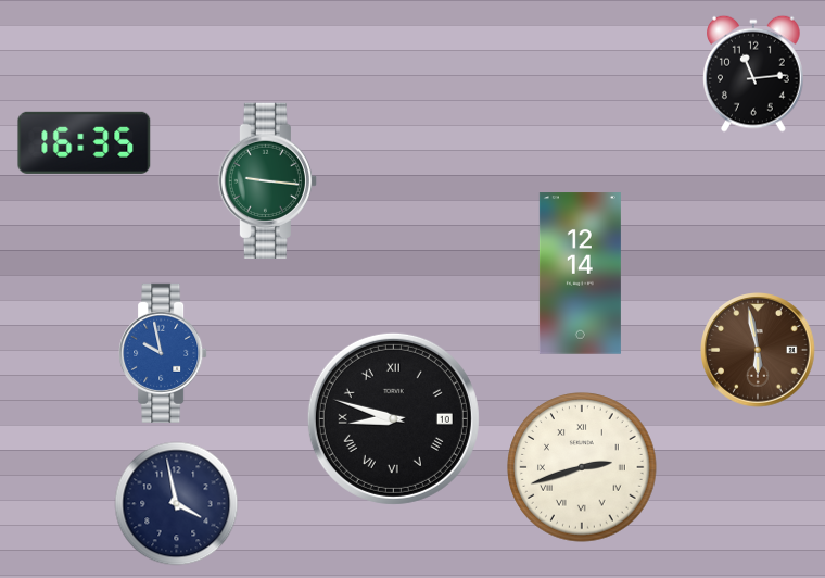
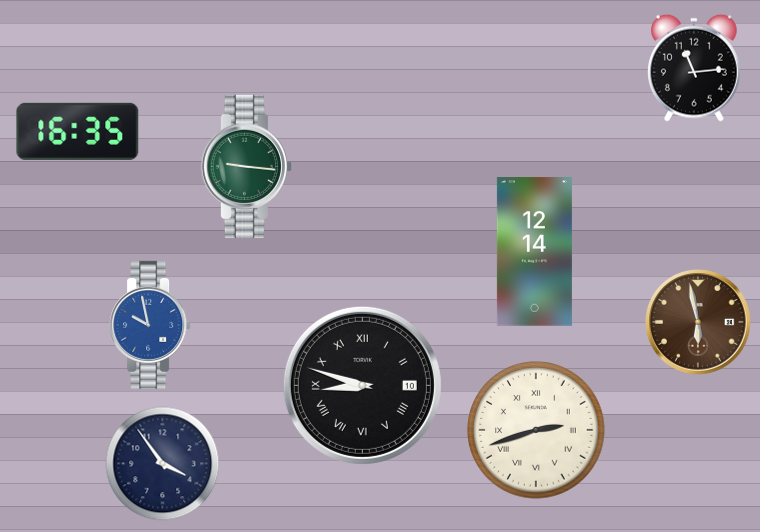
clock at (177, 504): 3:58 -> 3:54
